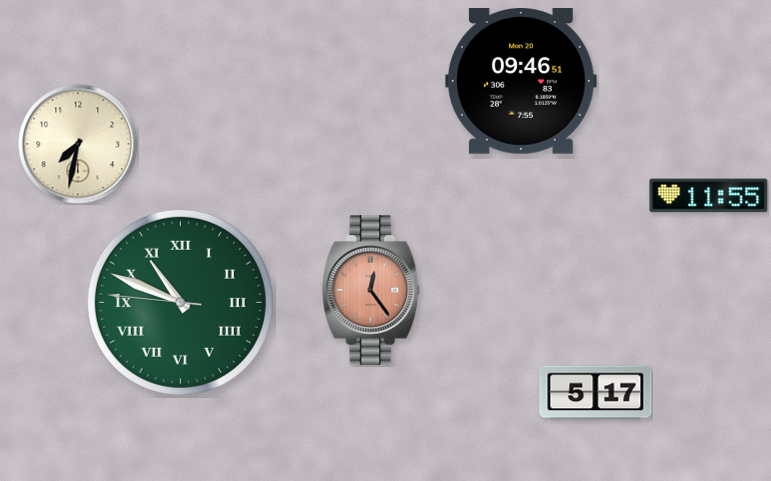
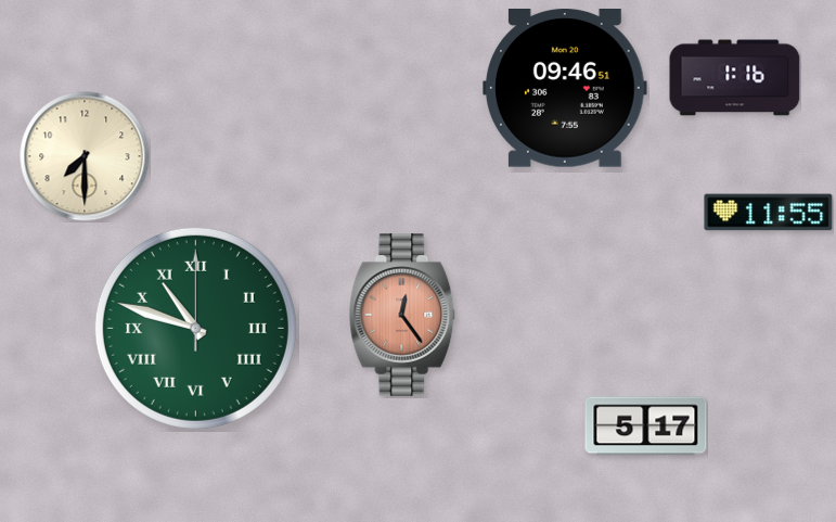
clock at (735, 78): none -> 1:16
clock at (78, 144): 7:32 -> 7:30
clock at (180, 302): 10:48:46 -> 10:48:00
